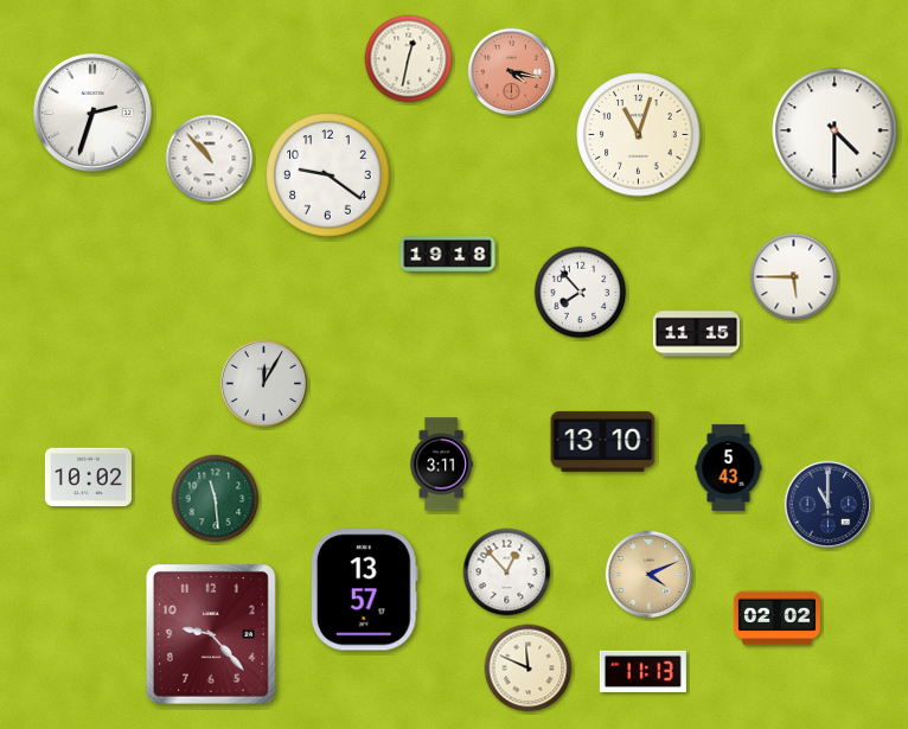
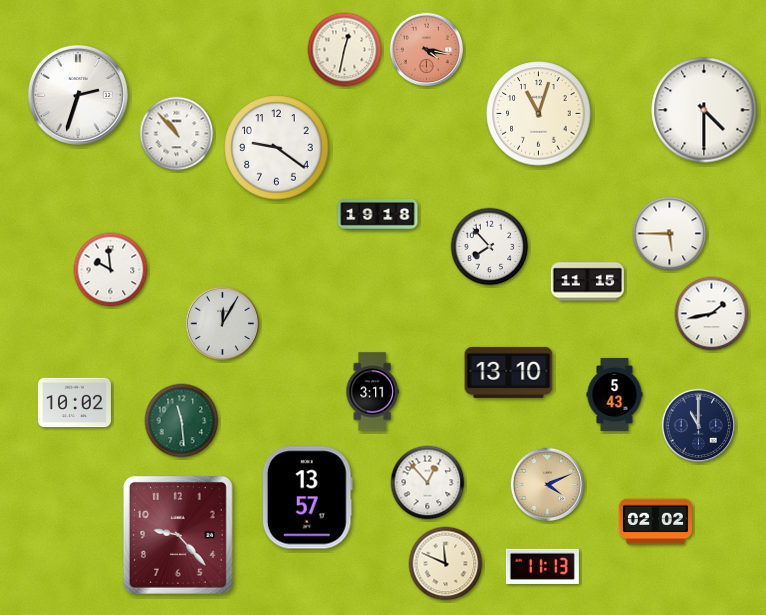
clock at (512, 72) position: (512, 72) -> (427, 50)
clock at (111, 270): none -> 9:59
clock at (712, 314): none -> 1:43
